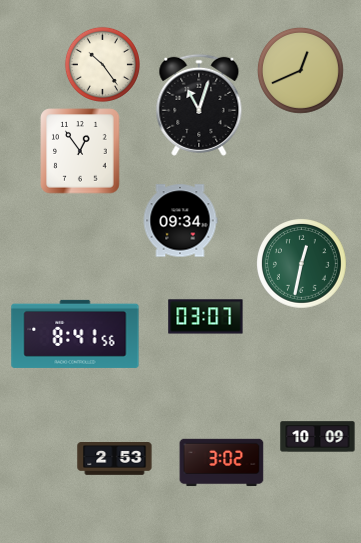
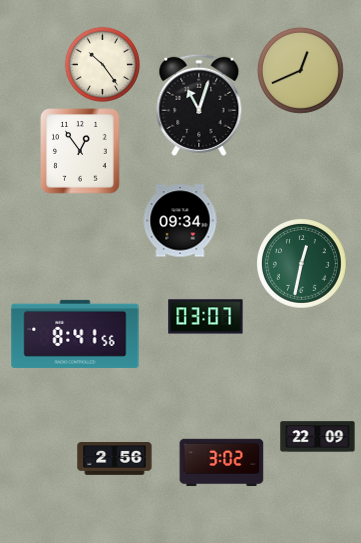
clock at (318, 437): 10:09 -> 22:09
clock at (115, 459): 2:53 -> 2:56
